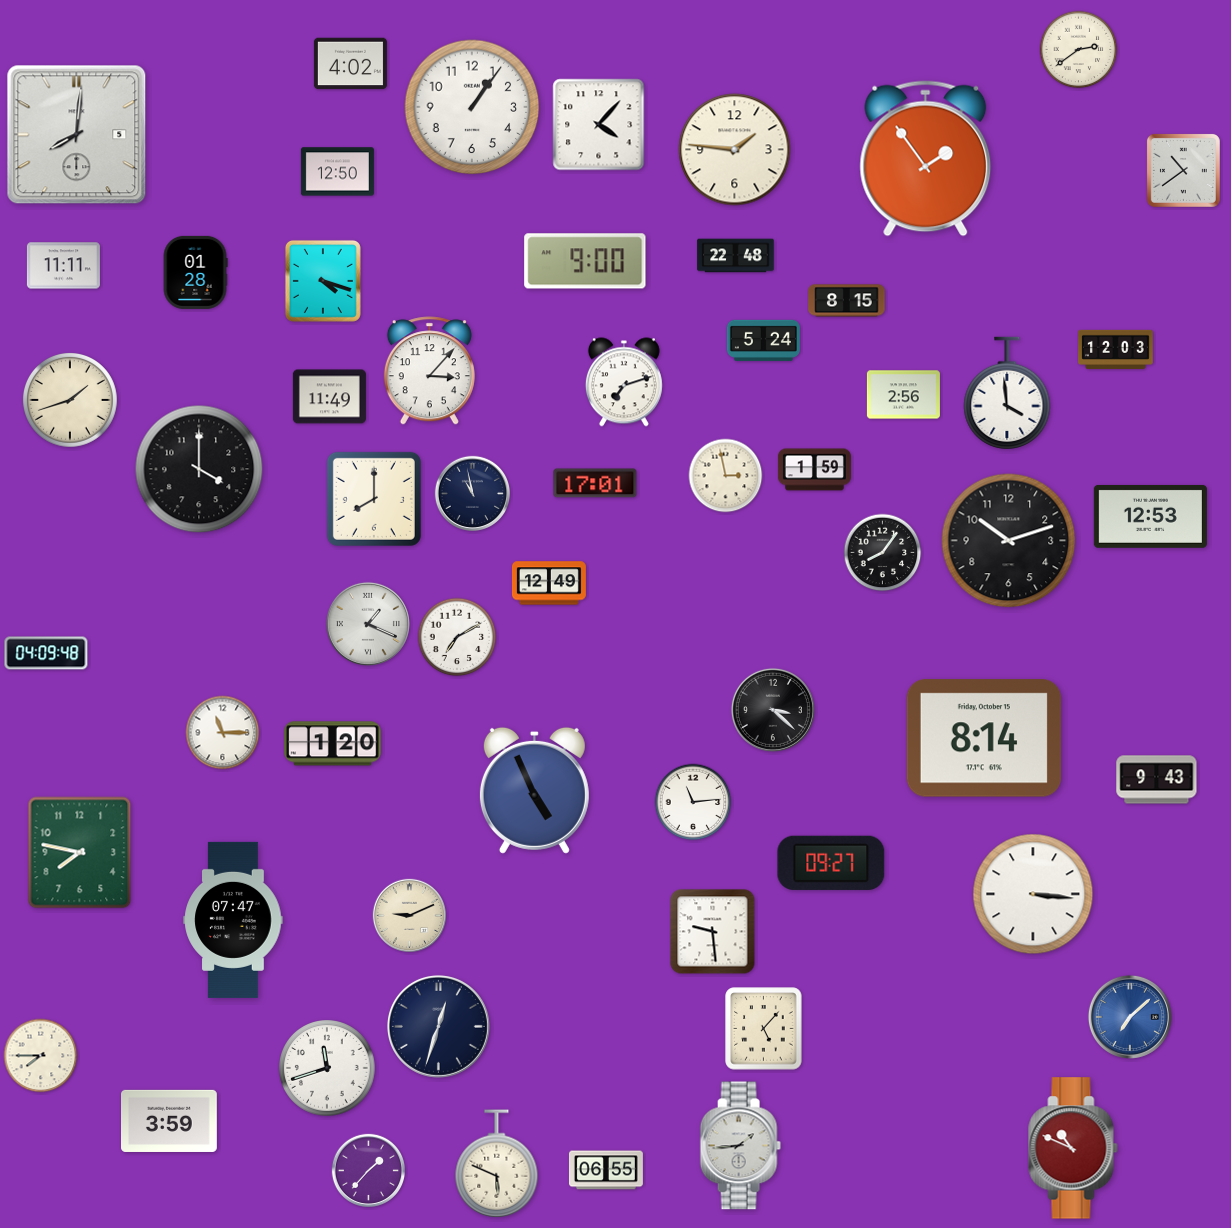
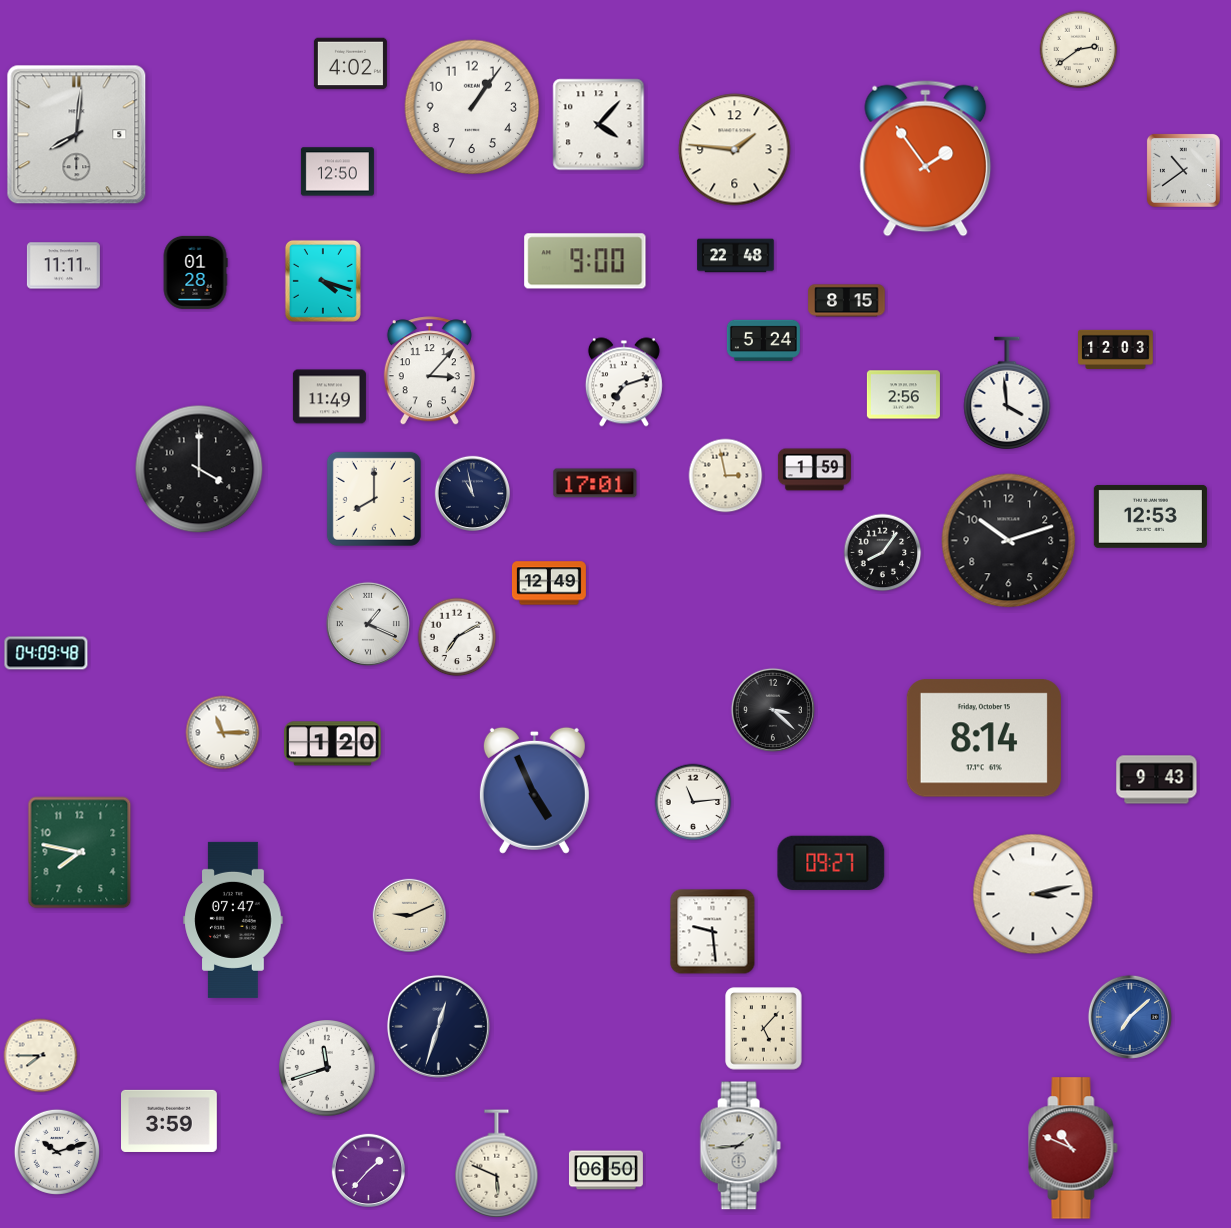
clock at (70, 400): 1:42 -> none
clock at (1033, 894): 3:16 -> 3:13
clock at (57, 1152): none -> 10:12
clock at (606, 1170): 06:55 -> 06:50
